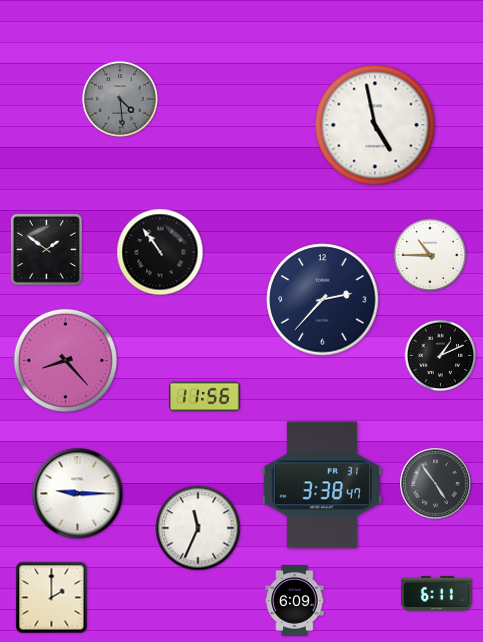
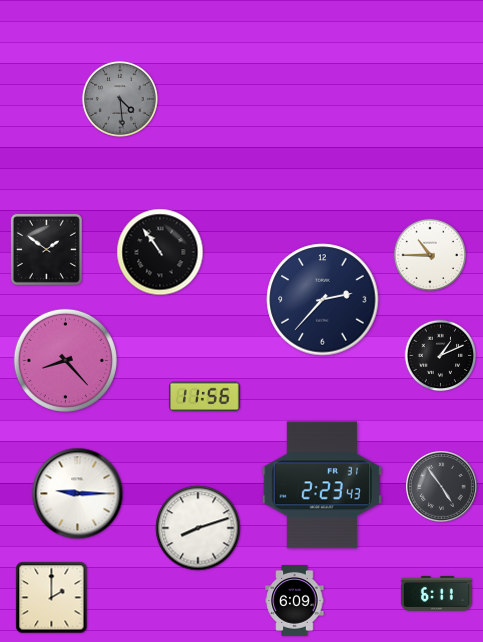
clock at (375, 125): 4:58 -> none
clock at (436, 484) position: (436, 484) -> (442, 487)
clock at (321, 485): 3:38 -> 2:23
clock at (198, 528): 11:34 -> 8:12
